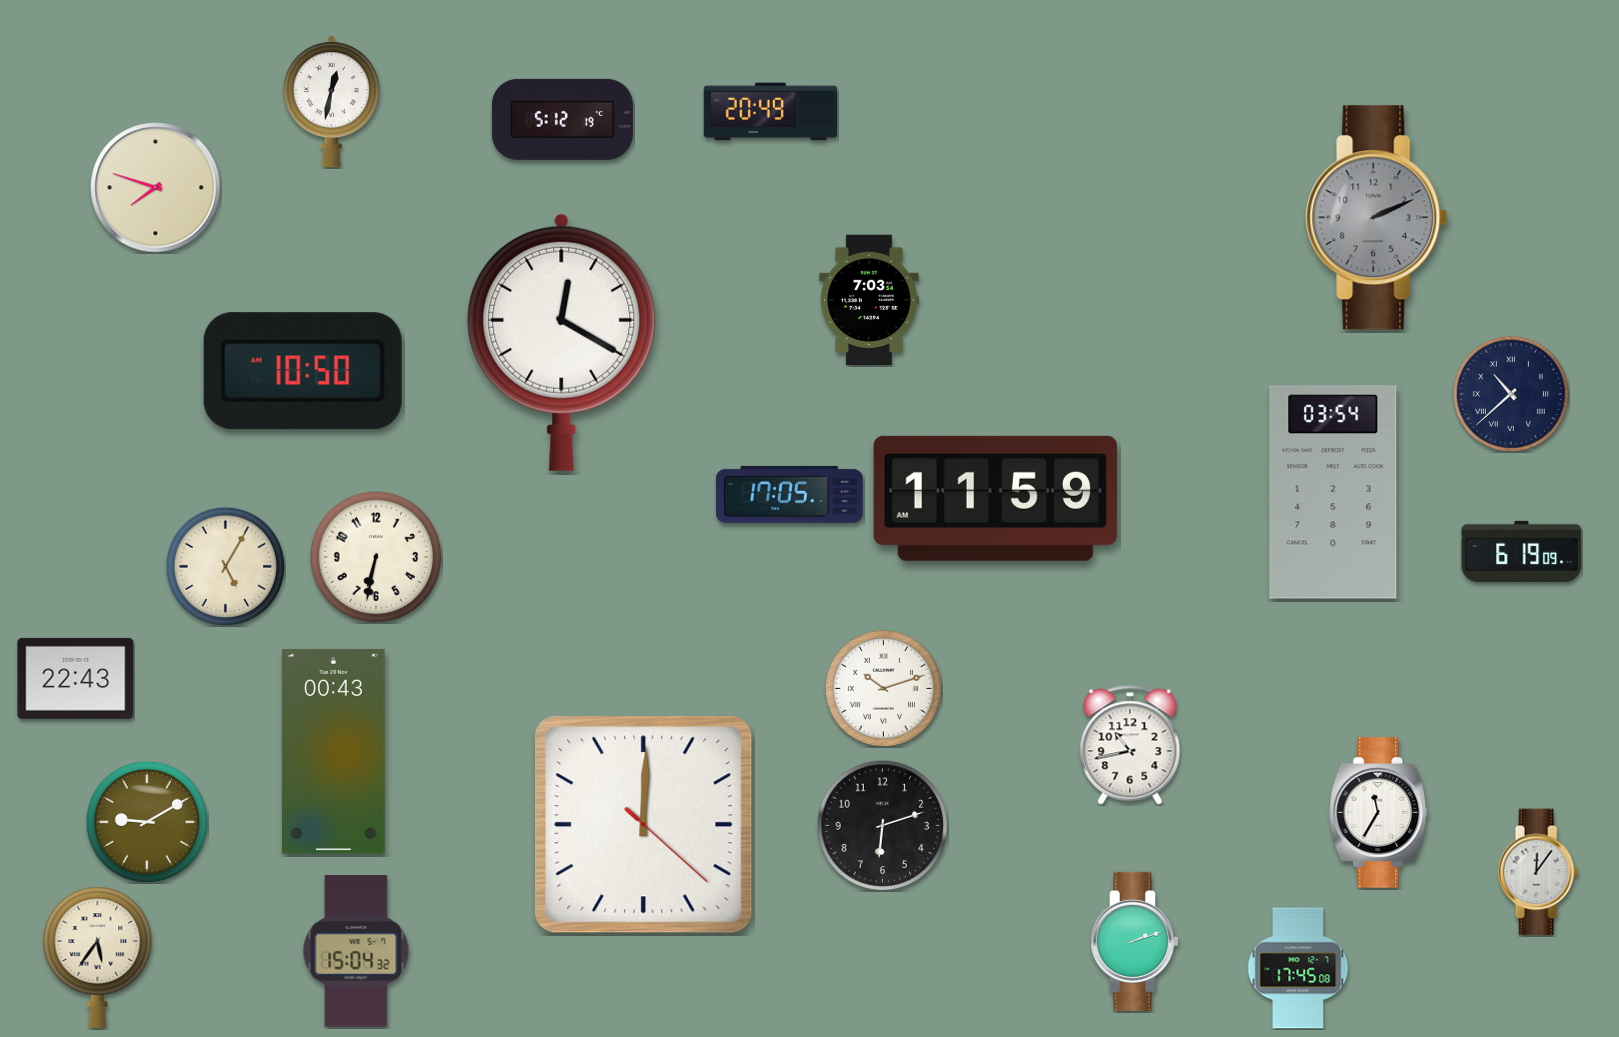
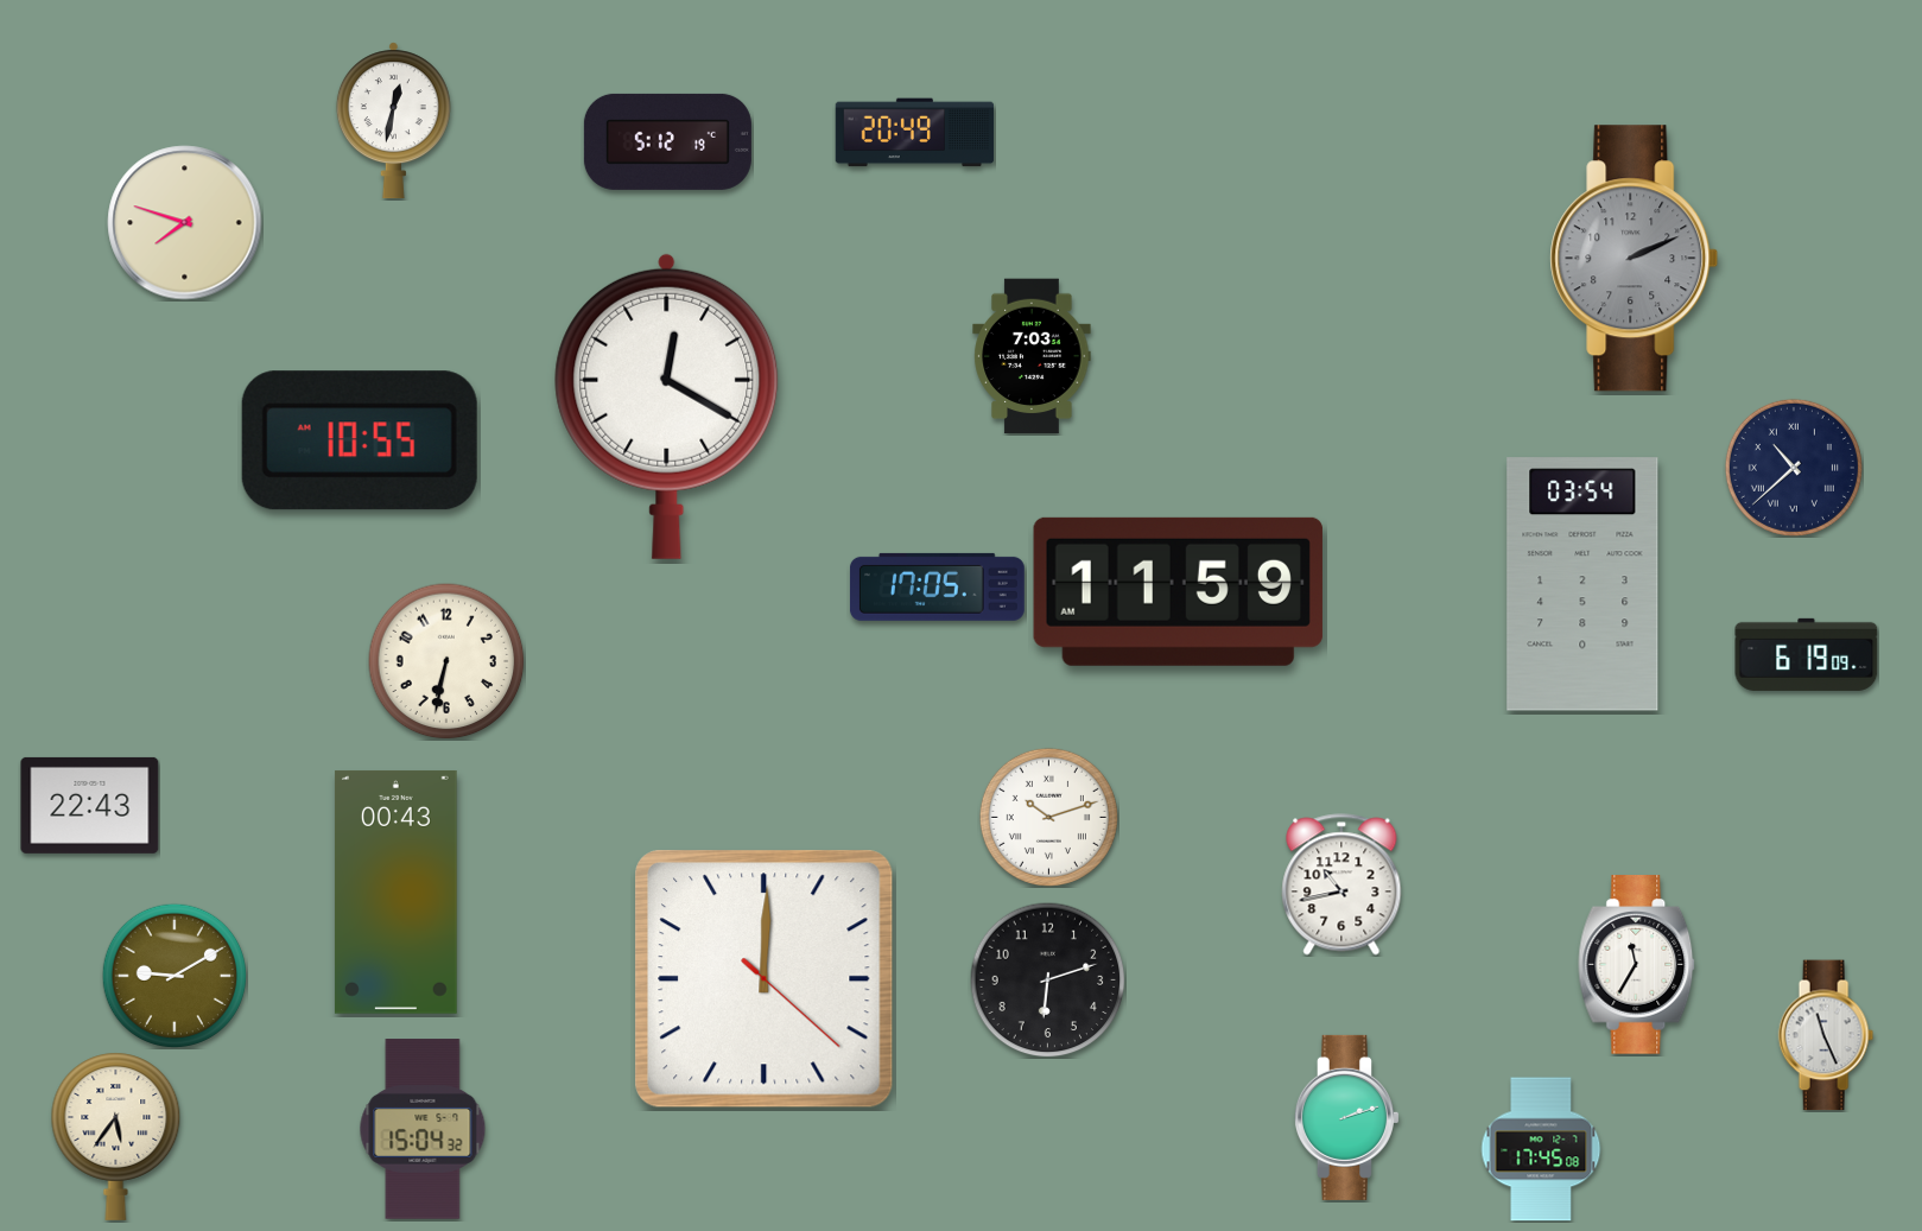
clock at (303, 371): 10:50 -> 10:55
clock at (995, 498) position: (995, 498) -> (1178, 591)
clock at (225, 566): 5:05 -> none
clock at (1538, 872): 12:06 -> 11:26
